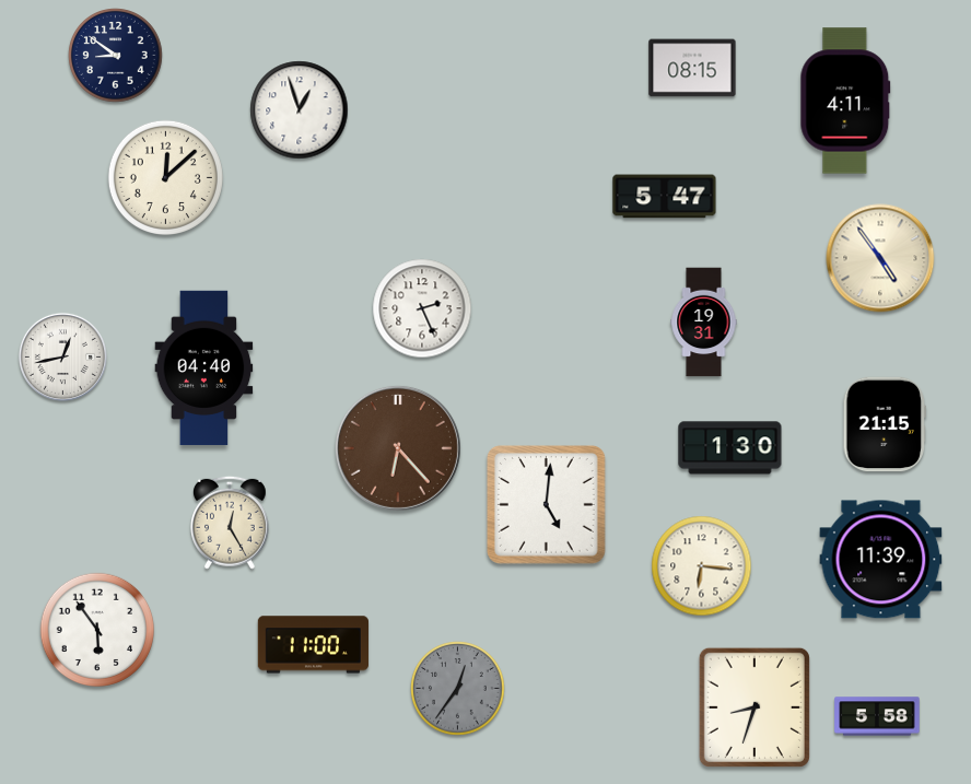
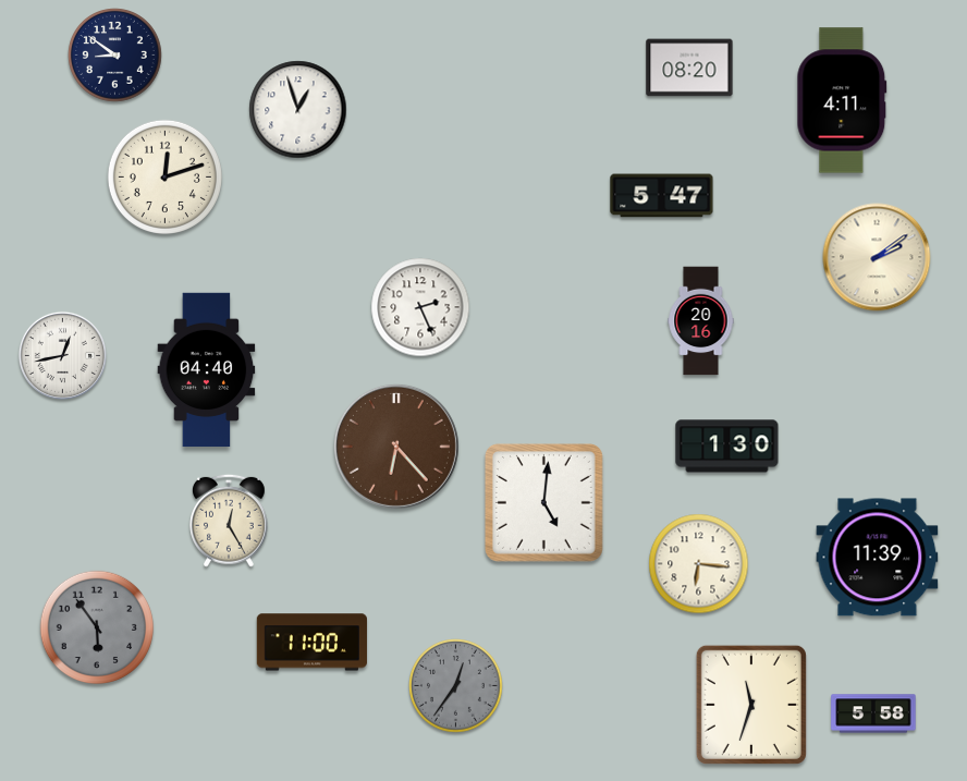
clock at (692, 68): 08:15 -> 08:20
clock at (165, 177): 12:08 -> 12:12
clock at (880, 258): 4:54 -> 2:09
clock at (704, 323): 19:31 -> 20:16
clock at (204, 368) position: (204, 368) -> (207, 370)
clock at (885, 424): 21:15 -> none
clock at (96, 629) dial: white -> grey
clock at (754, 707): 8:33 -> 11:33
